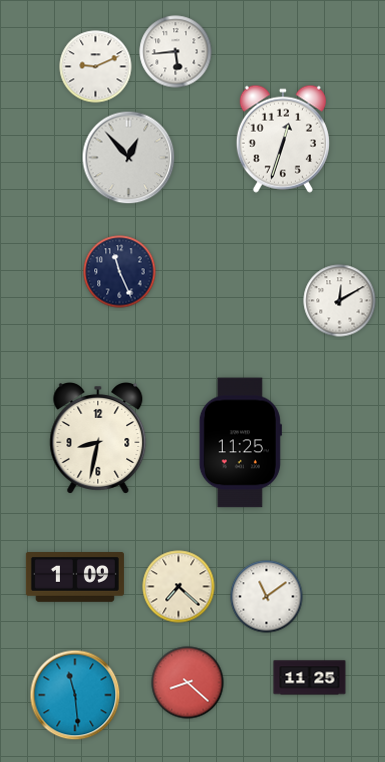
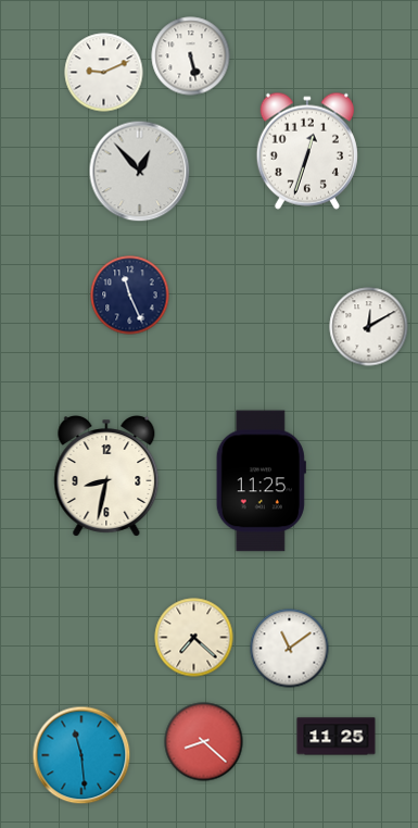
clock at (176, 52): 5:44 -> 5:28
clock at (75, 578): 1:09 -> none
